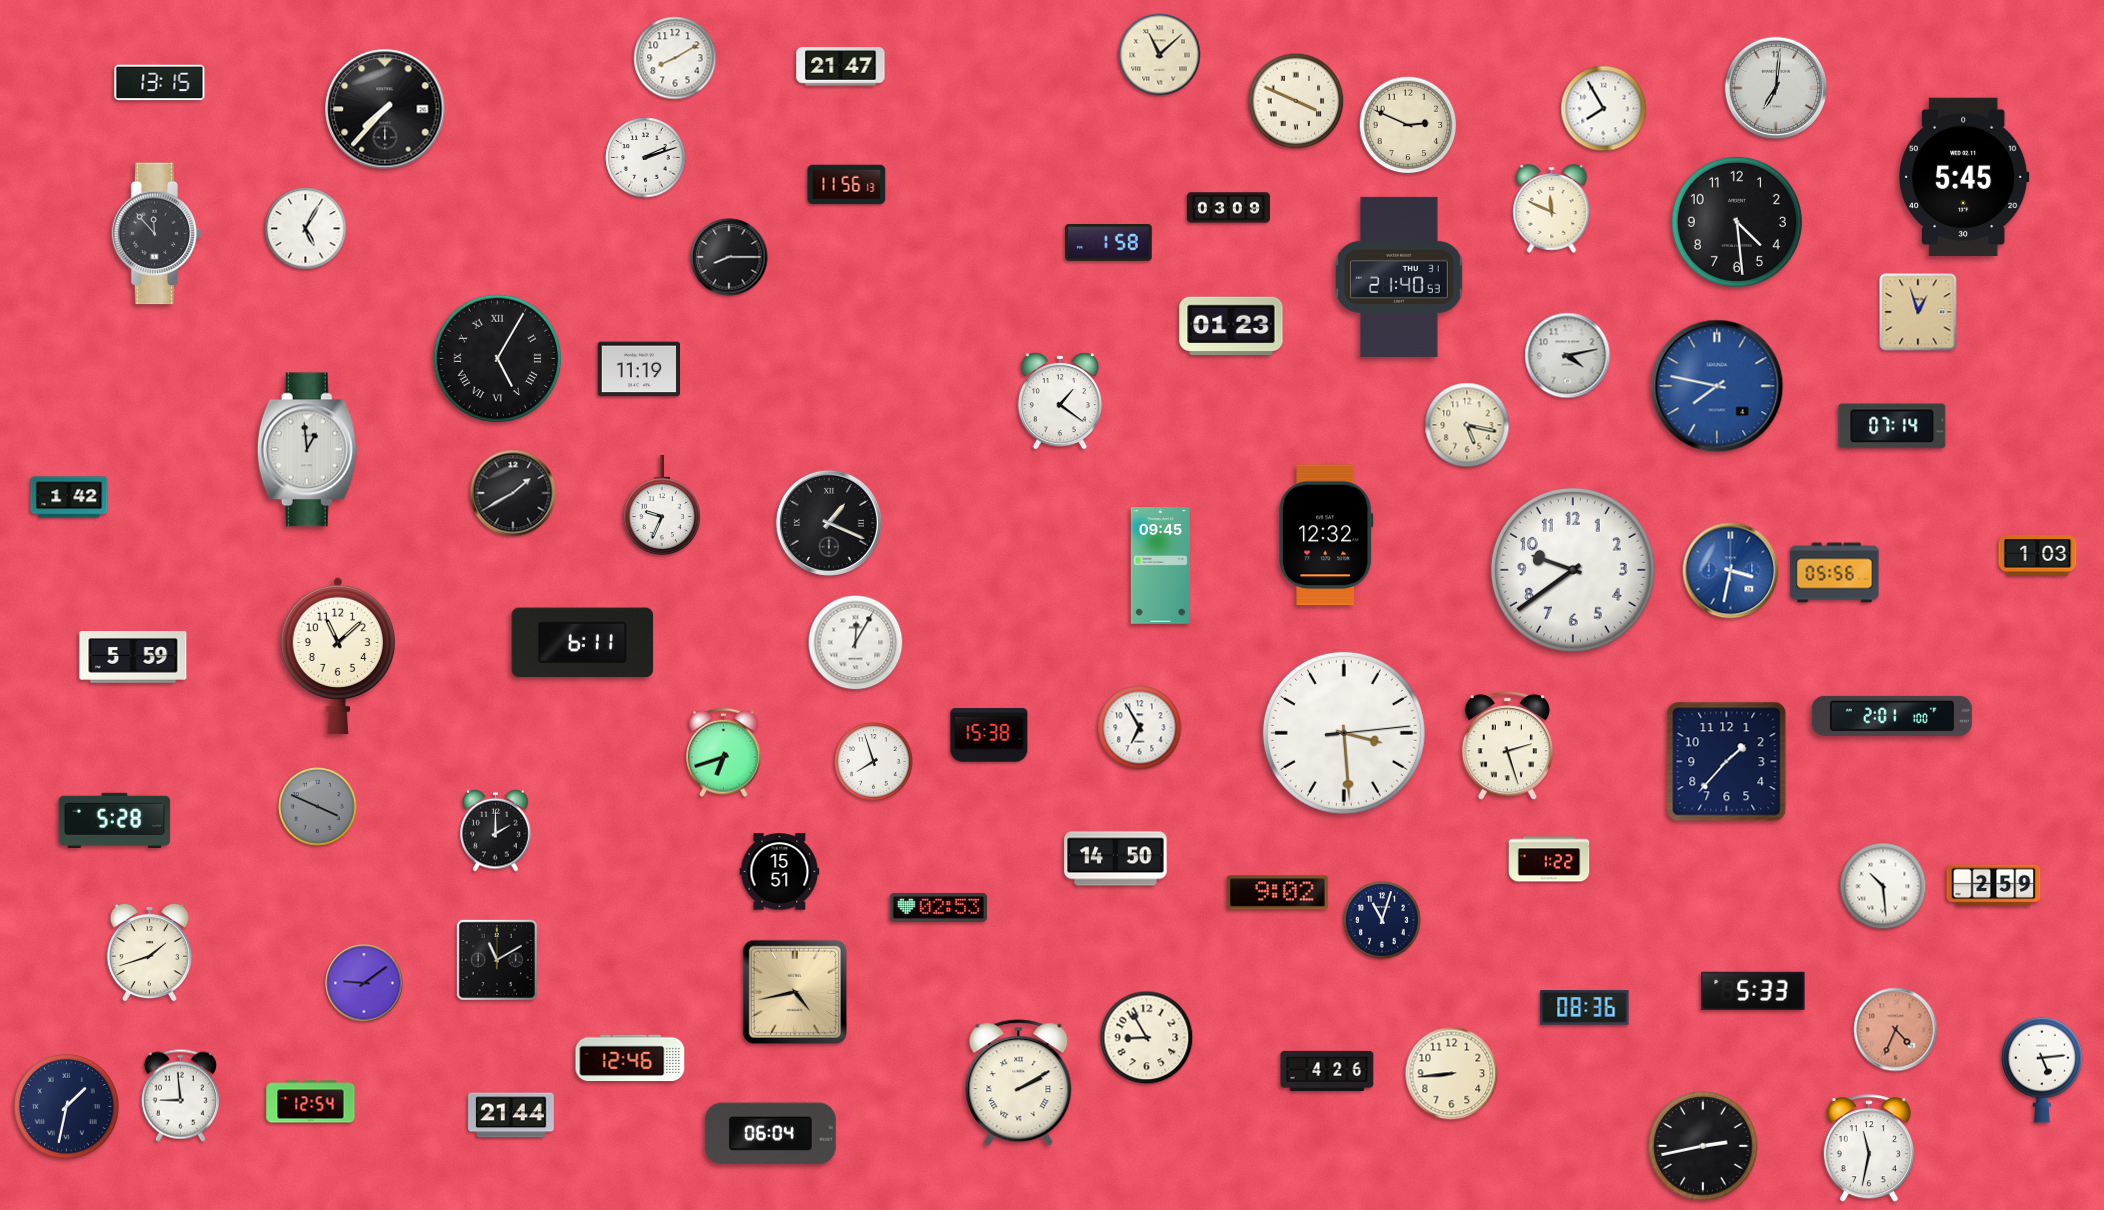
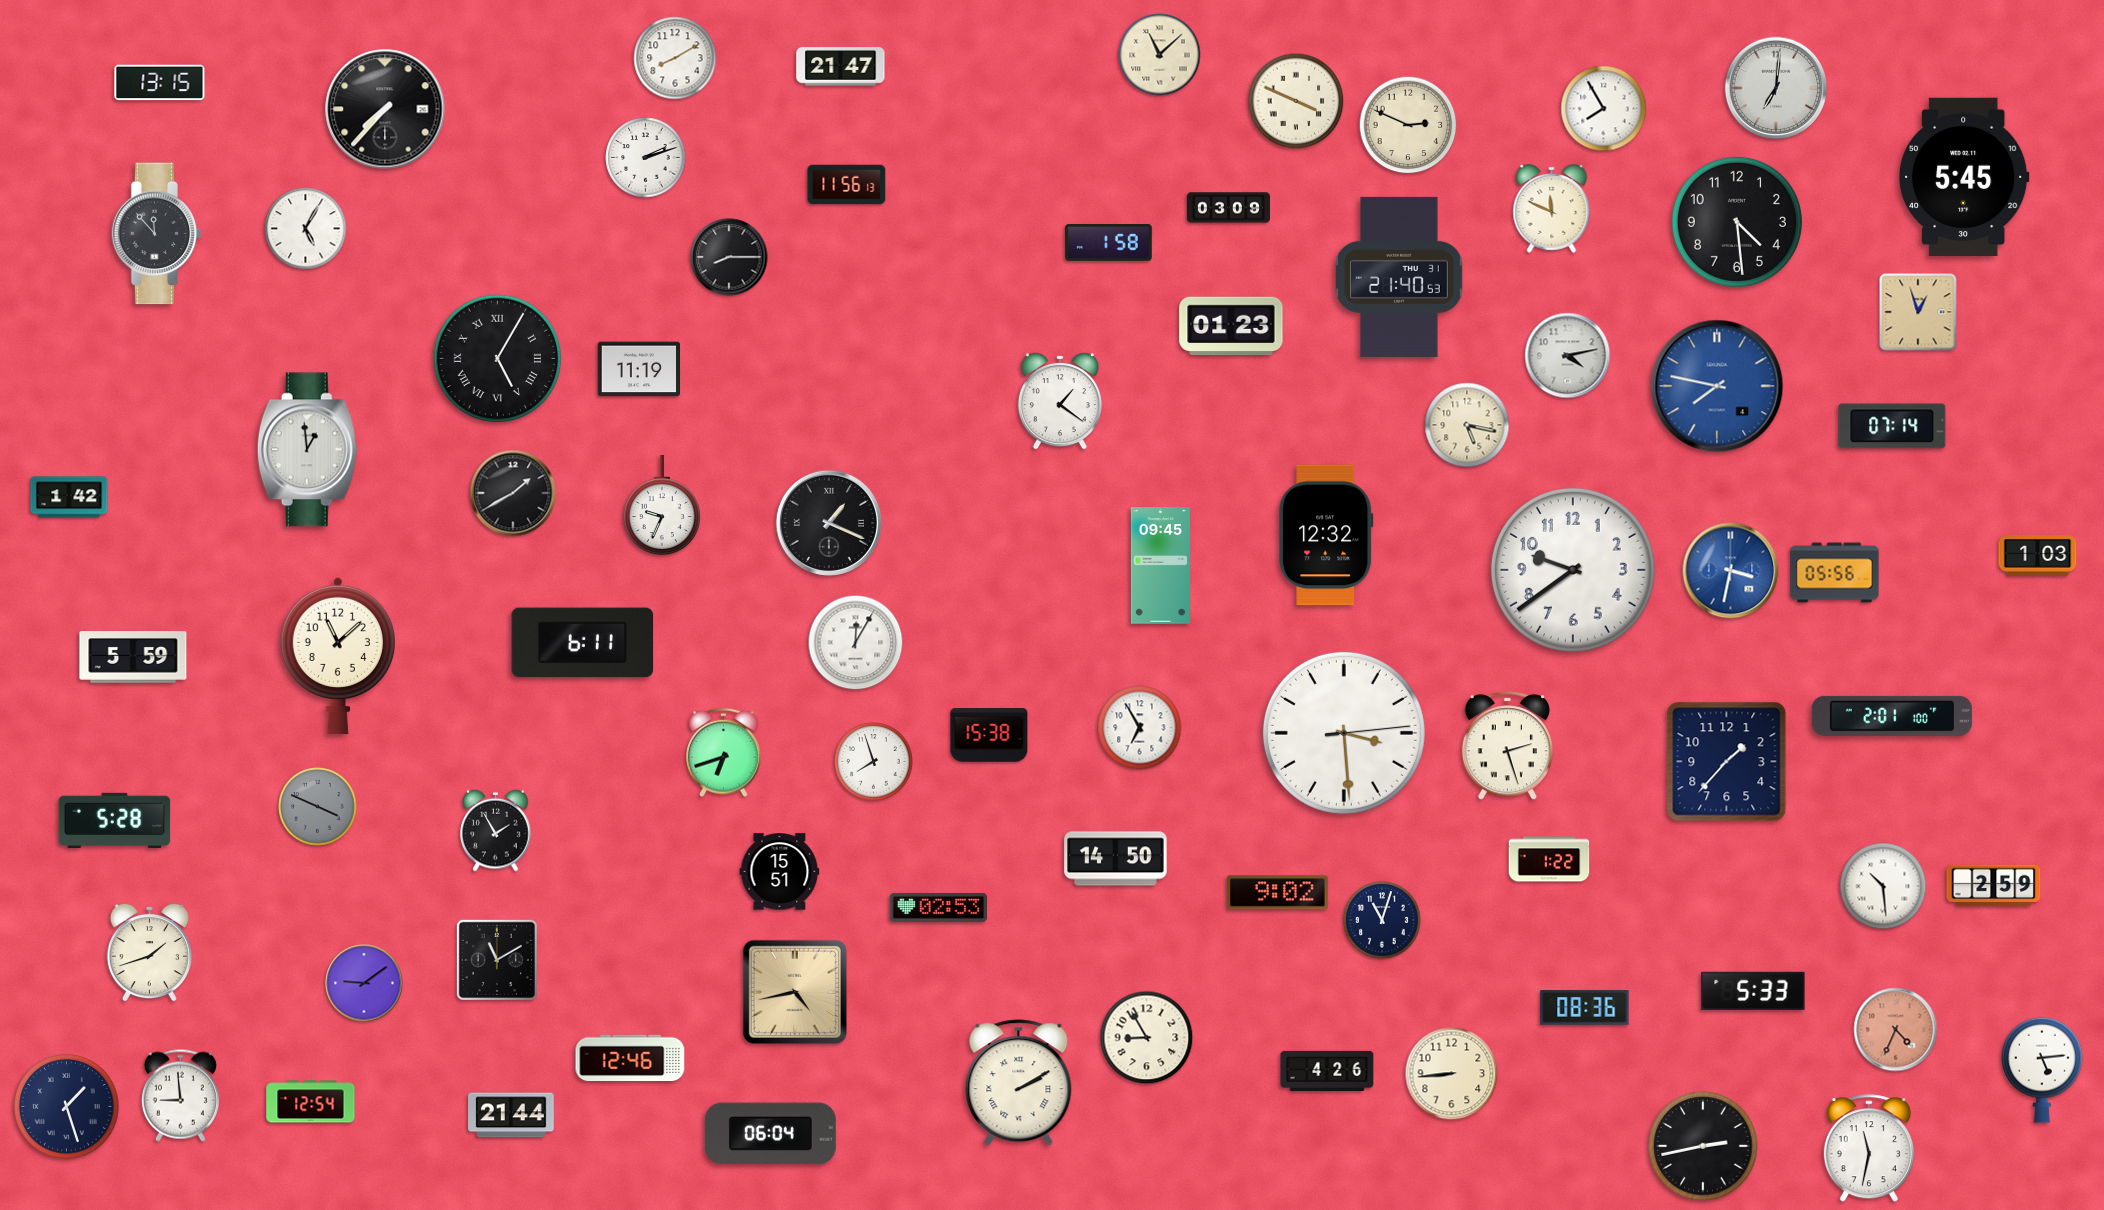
clock at (496, 830): 2:00 -> 1:55
clock at (66, 1106): 1:32 -> 1:27
